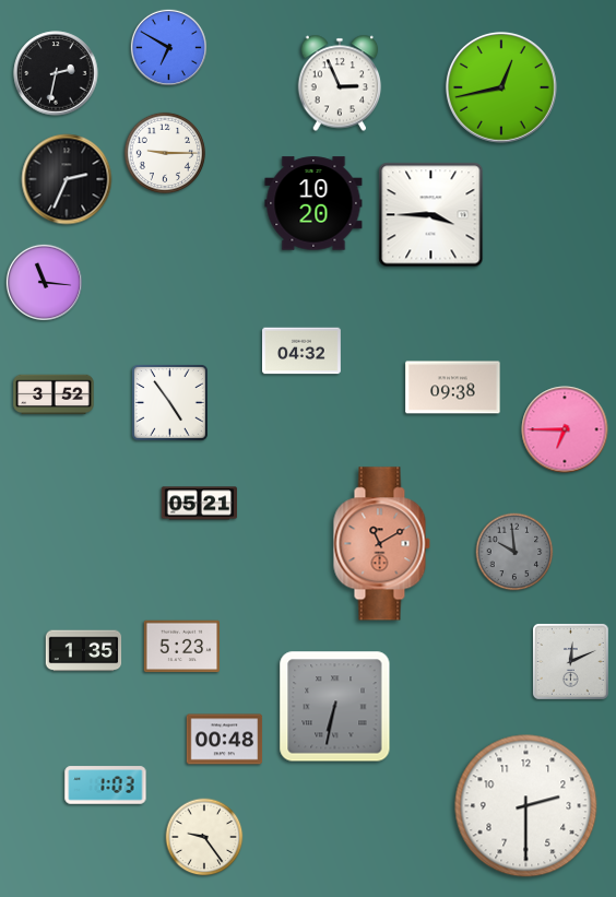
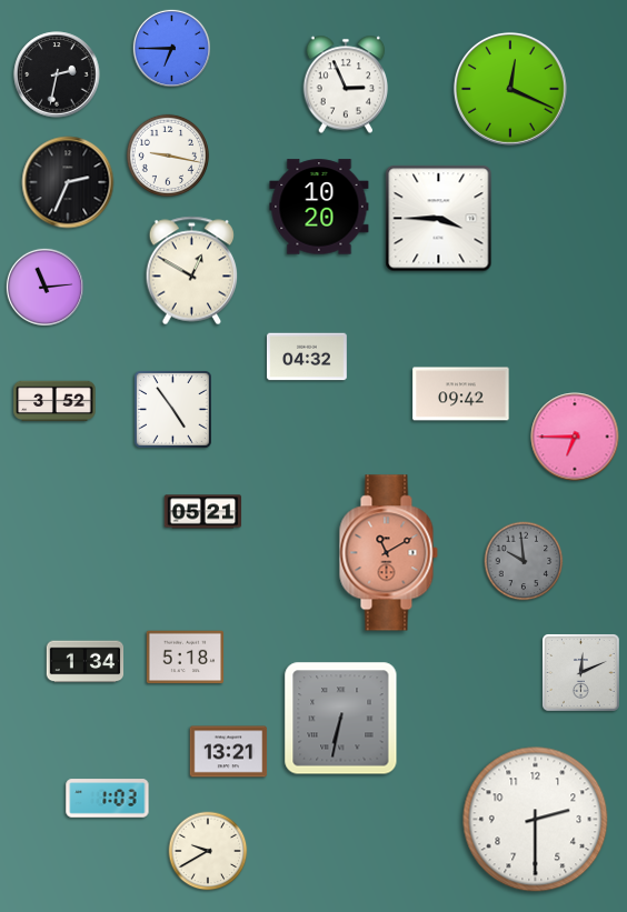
clock at (168, 47): 6:50 -> 6:45
clock at (501, 87): 12:43 -> 12:19
clock at (164, 152): 9:15 -> 9:17
clock at (192, 271): none -> 12:50
clock at (44, 282): 11:16 -> 11:14
clock at (453, 388): 09:38 -> 09:42
clock at (182, 647): 5:23 -> 5:18
clock at (84, 651): 1:35 -> 1:34
clock at (225, 740): 00:48 -> 13:21
clock at (204, 837): 9:24 -> 9:40
